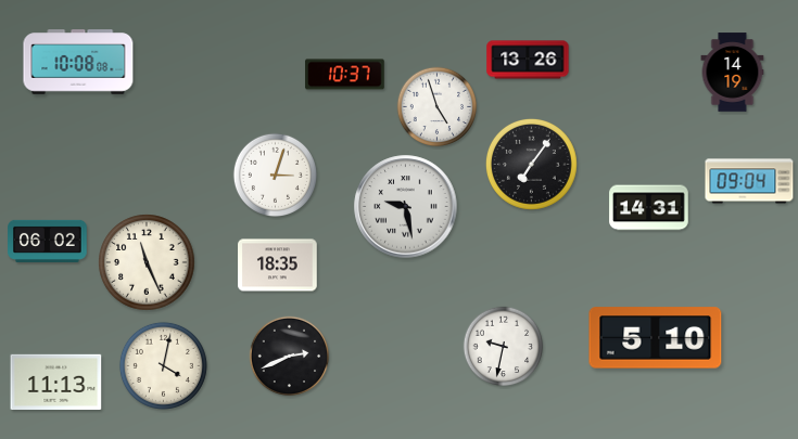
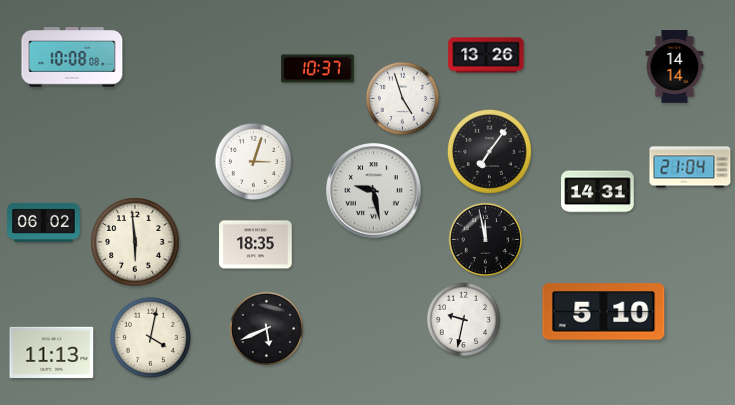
clock at (733, 73): 14:19 -> 14:14
clock at (749, 181): 09:04 -> 21:04
clock at (486, 240): none -> 11:58
clock at (147, 262): 11:26 -> 5:59
clock at (290, 357): 2:41 -> 5:41
